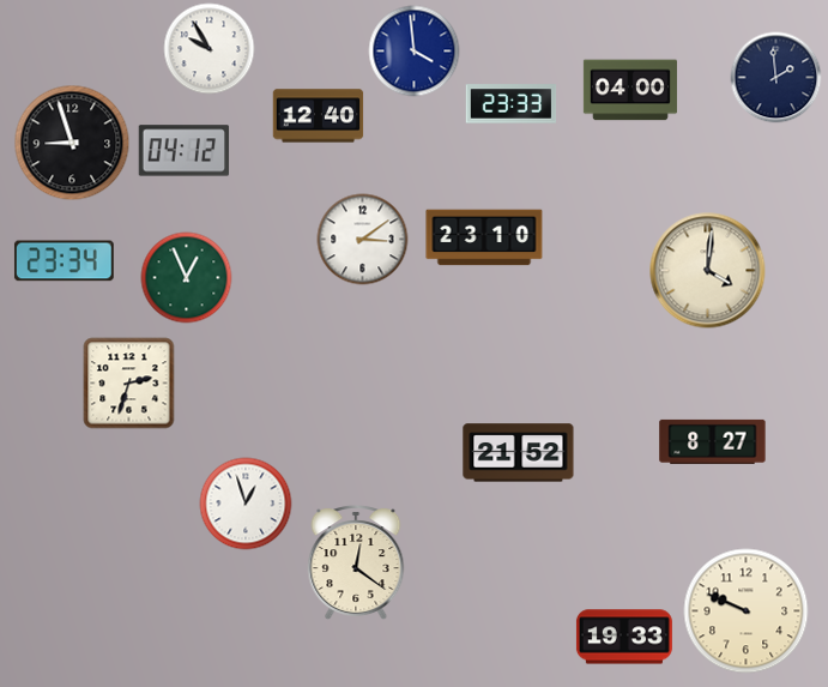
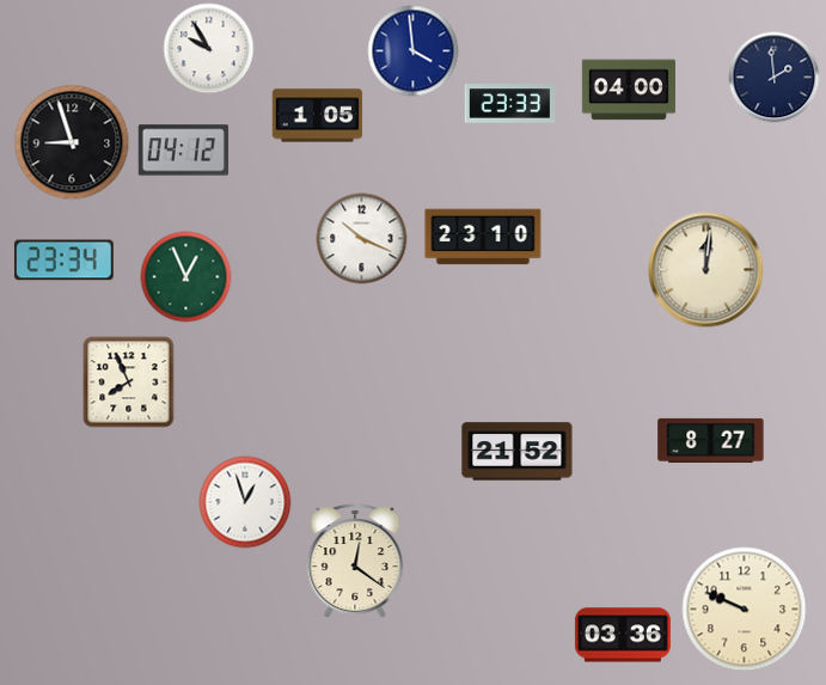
clock at (319, 116): 12:40 -> 1:05
clock at (363, 240): 3:09 -> 10:19
clock at (708, 271): 4:01 -> 12:01
clock at (129, 384): 2:33 -> 7:56
clock at (624, 637): 19:33 -> 03:36
